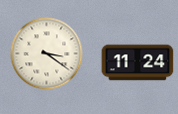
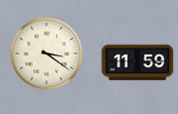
clock at (138, 63): 11:24 -> 11:59
